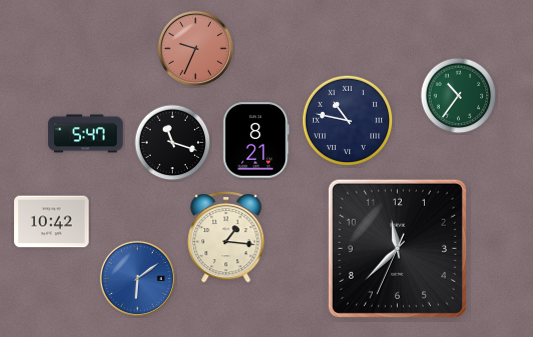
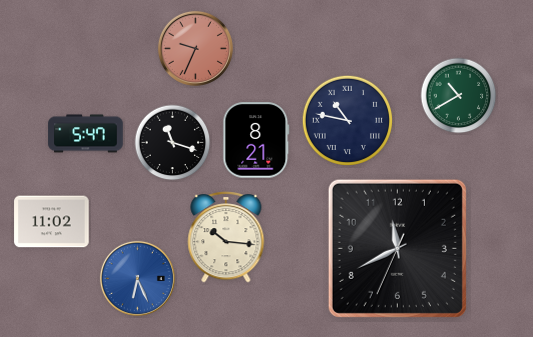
clock at (459, 96): 10:36 -> 10:40
clock at (52, 222): 10:42 -> 11:02
clock at (226, 238): 1:16 -> 10:16
clock at (397, 248): 11:37 -> 11:40
clock at (137, 278): 6:09 -> 6:26
